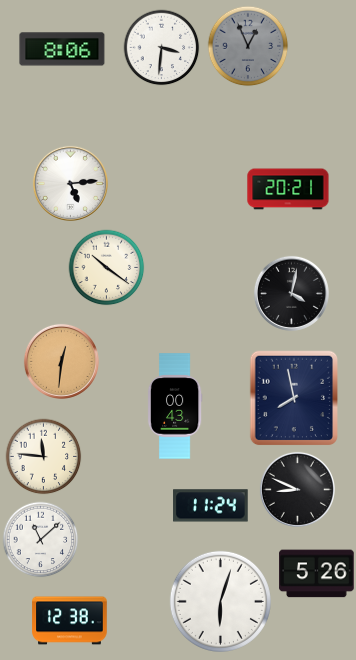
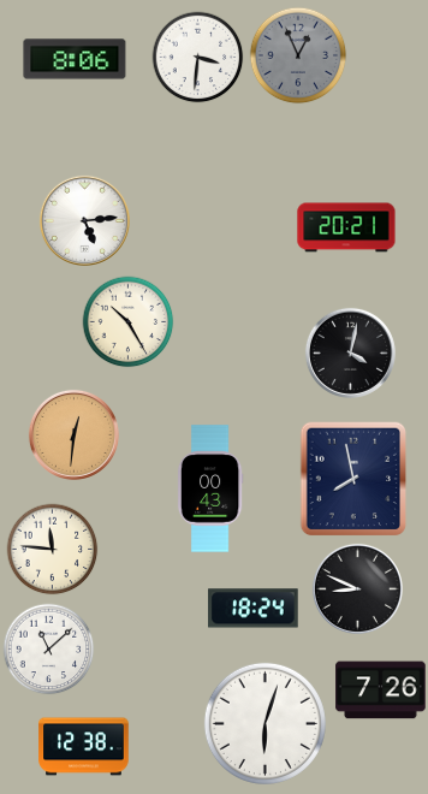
clock at (162, 48) position: (162, 48) -> (198, 58)
clock at (107, 268): 10:21 -> 10:25
clock at (211, 506): 11:24 -> 18:24
clock at (317, 574): 5:26 -> 7:26
